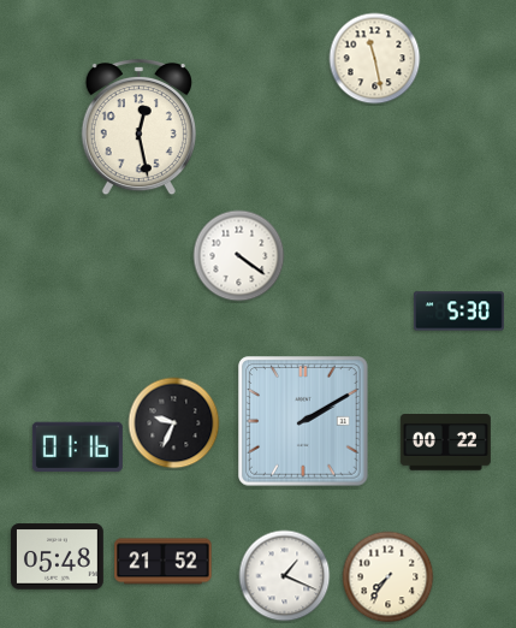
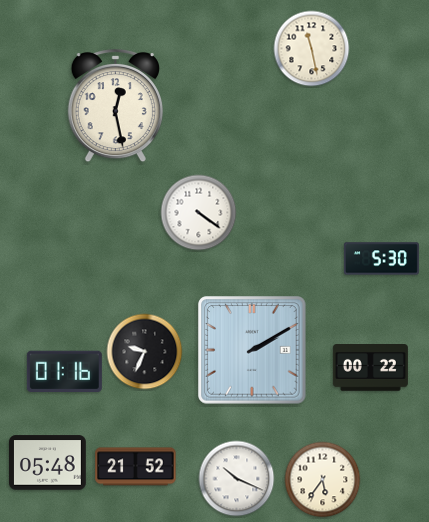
clock at (285, 576): 1:19 -> 10:19
clock at (389, 577): 7:36 -> 5:36
